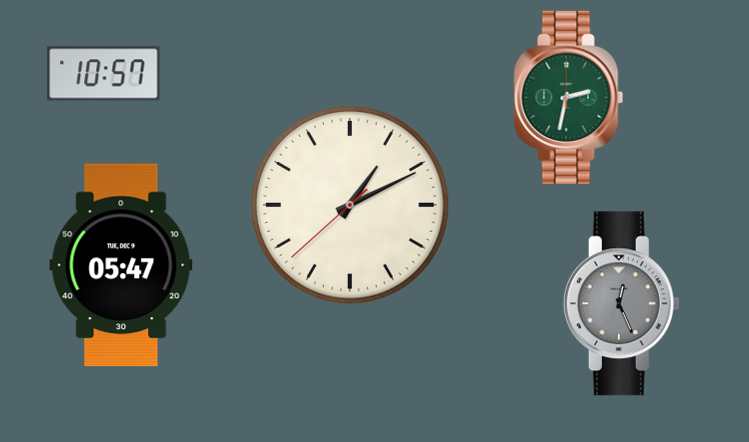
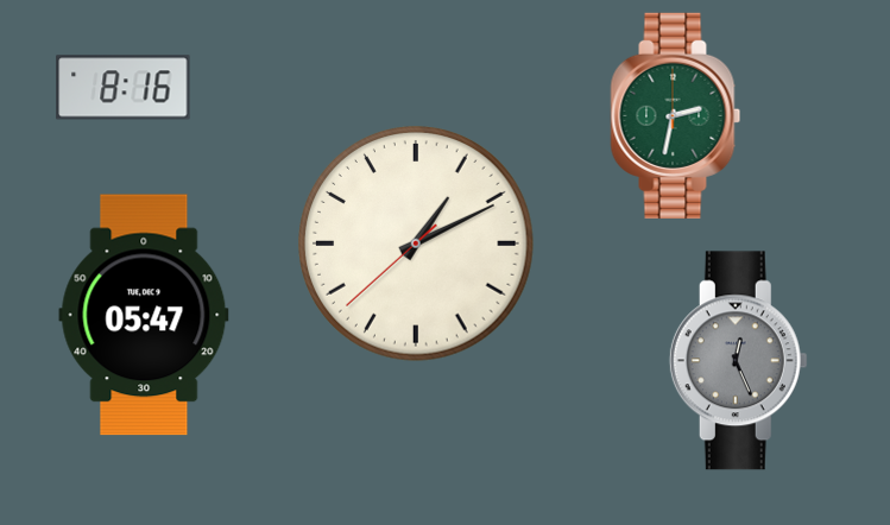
clock at (104, 74): 10:57 -> 8:16
